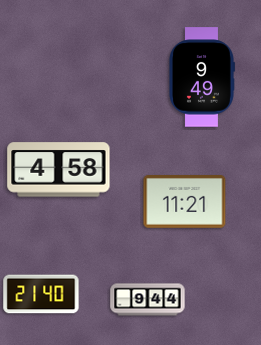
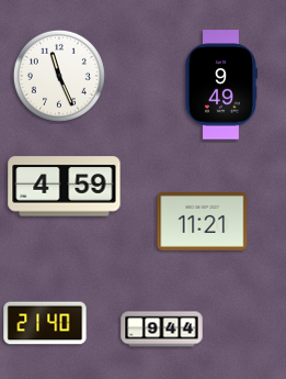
clock at (59, 76): none -> 11:26
clock at (59, 170): 4:58 -> 4:59
